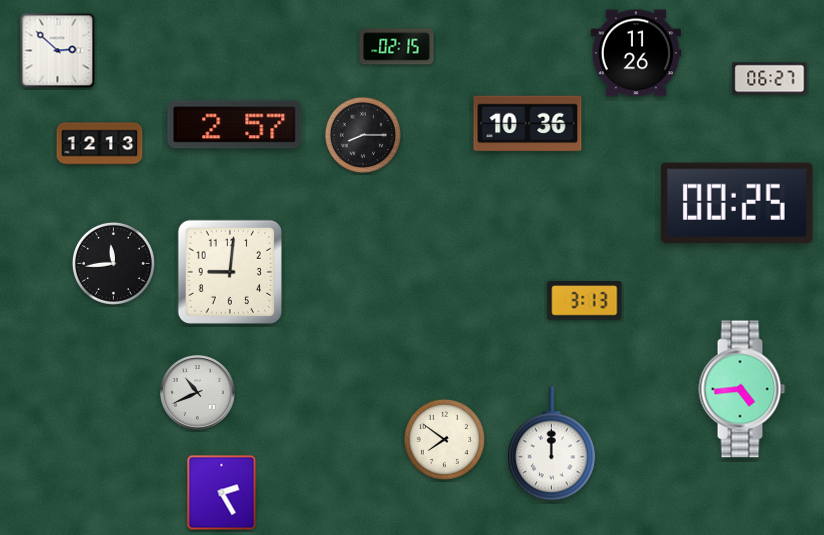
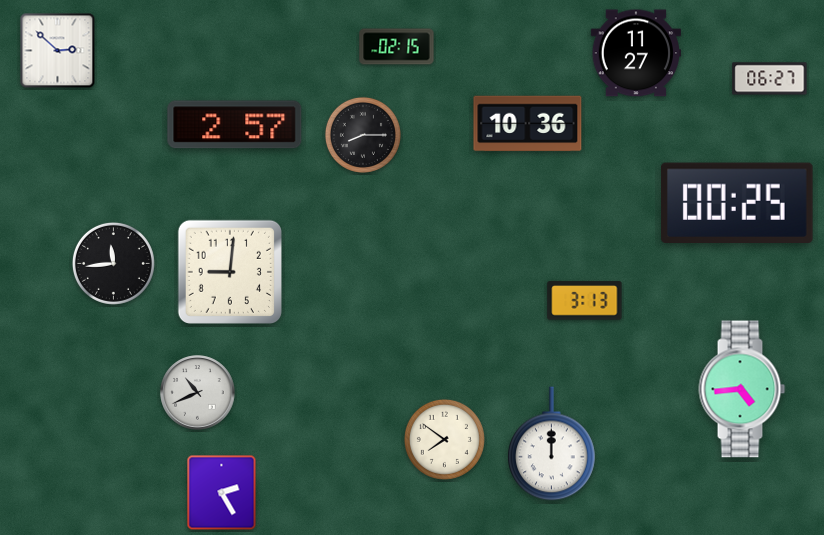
clock at (635, 53): 11:26 -> 11:27
clock at (100, 144): 12:13 -> none
